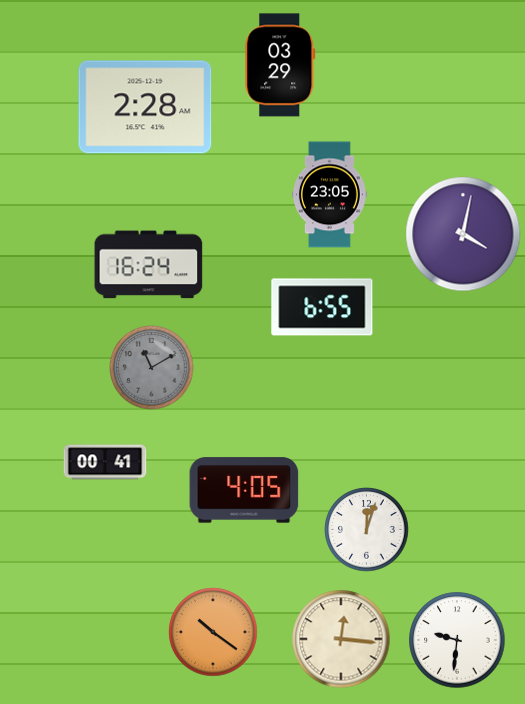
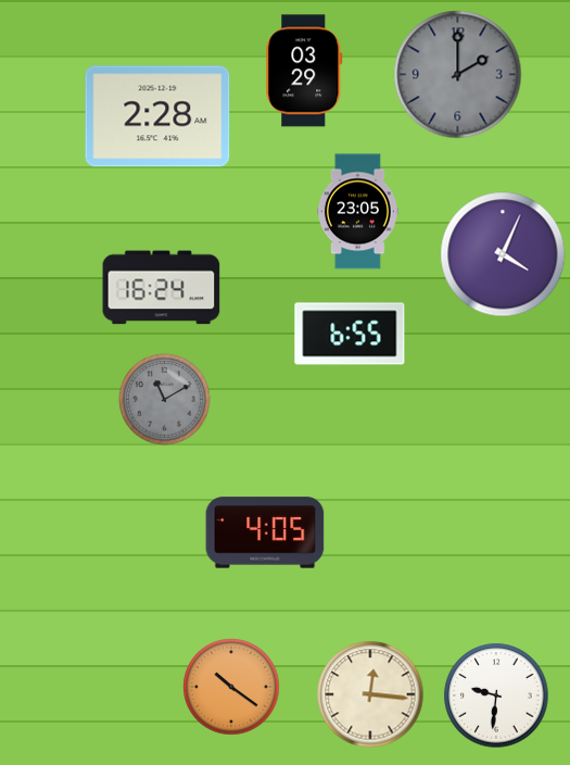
clock at (458, 75): none -> 2:00
clock at (463, 234): 4:02 -> 4:04
clock at (105, 462): 00:41 -> none
clock at (367, 530): 12:03 -> none
